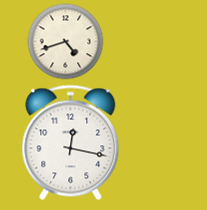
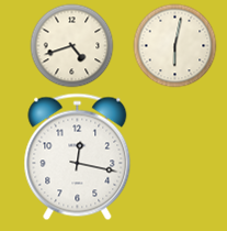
clock at (175, 46): none -> 6:02
